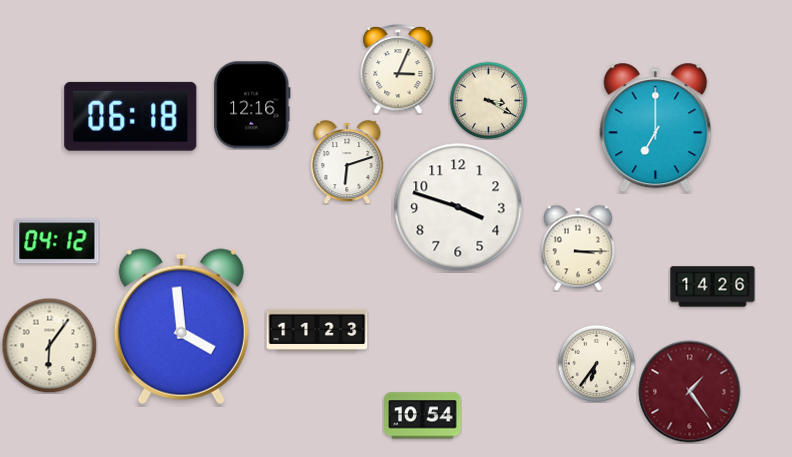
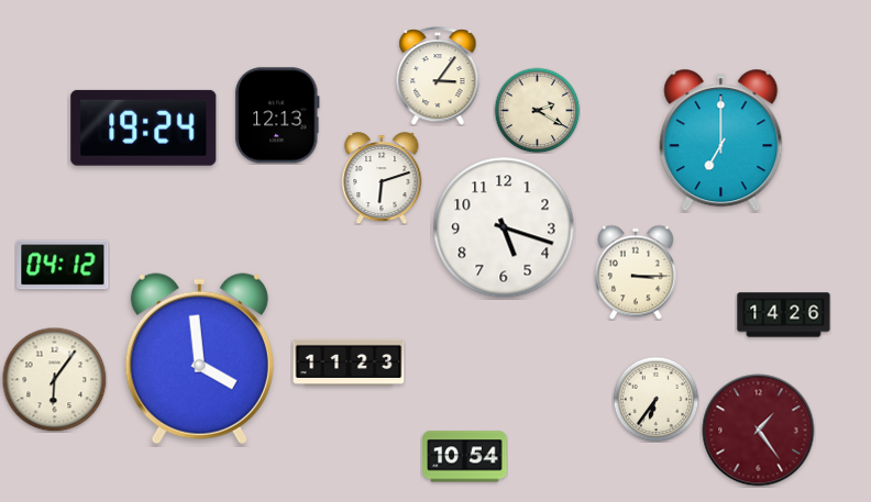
clock at (398, 70): 3:04 -> 3:06
clock at (488, 100): 3:20 -> 2:20
clock at (252, 105): 12:16 -> 12:13
clock at (131, 116): 06:18 -> 19:24
clock at (458, 207): 3:48 -> 5:18
